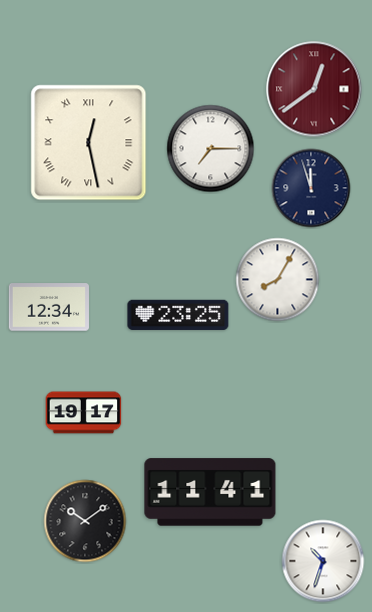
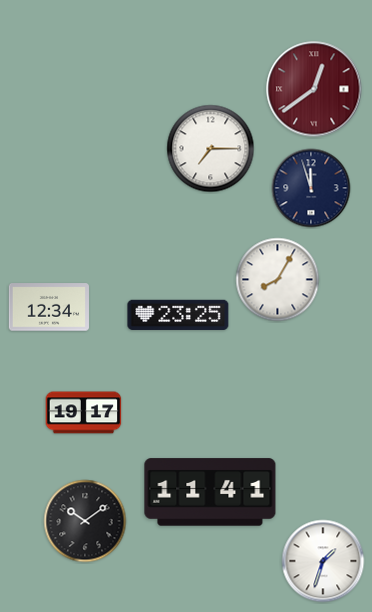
clock at (89, 143): 12:28 -> none
clock at (323, 561): 10:33 -> 1:33
